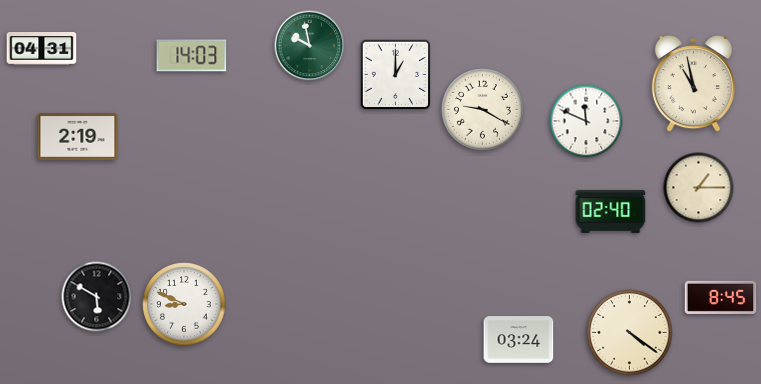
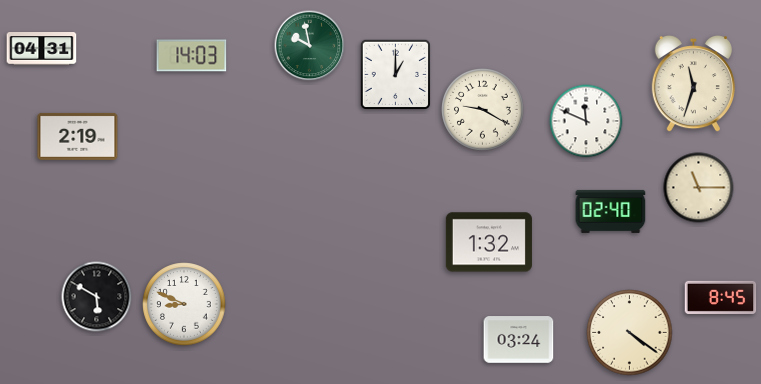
clock at (693, 84): 10:58 -> 11:33
clock at (699, 188): 1:15 -> 11:15
clock at (489, 242): none -> 1:32
